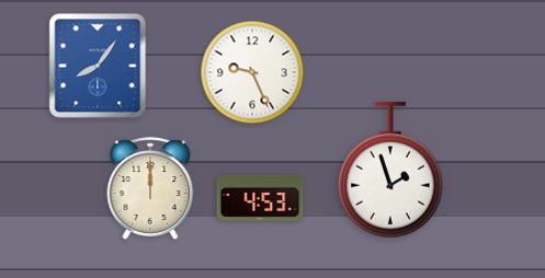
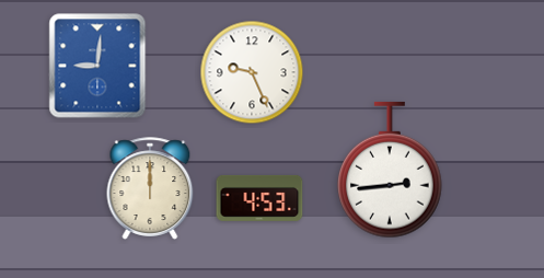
clock at (98, 66): 8:06 -> 9:01
clock at (390, 170): 1:57 -> 2:44
